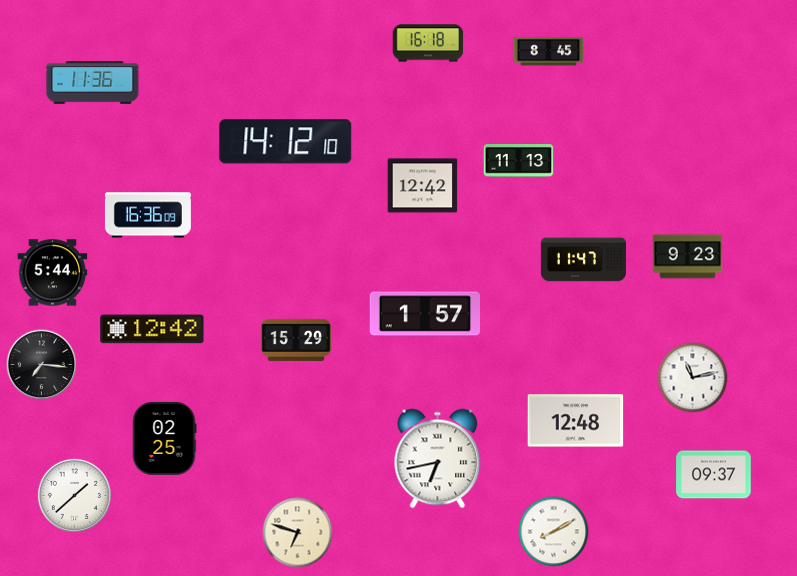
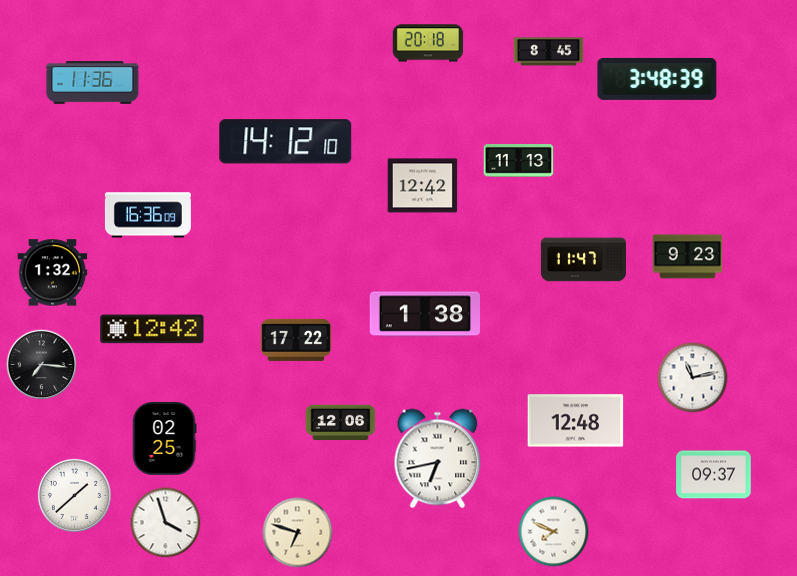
clock at (428, 43): 16:18 -> 20:18
clock at (657, 79): none -> 3:48
clock at (53, 273): 5:44 -> 1:32
clock at (424, 314): 1:57 -> 1:38
clock at (296, 340): 15:29 -> 17:22
clock at (341, 423): none -> 12:06
clock at (166, 523): none -> 3:57
clock at (554, 532): 8:10 -> 7:49
